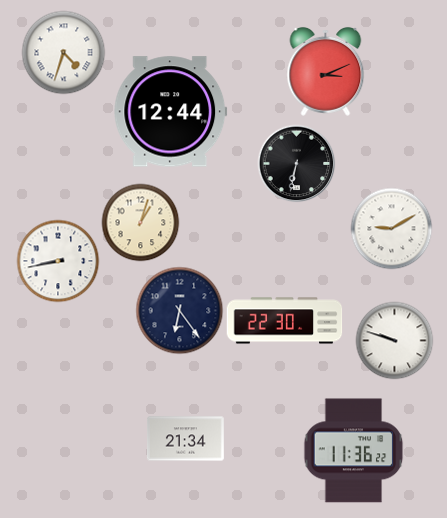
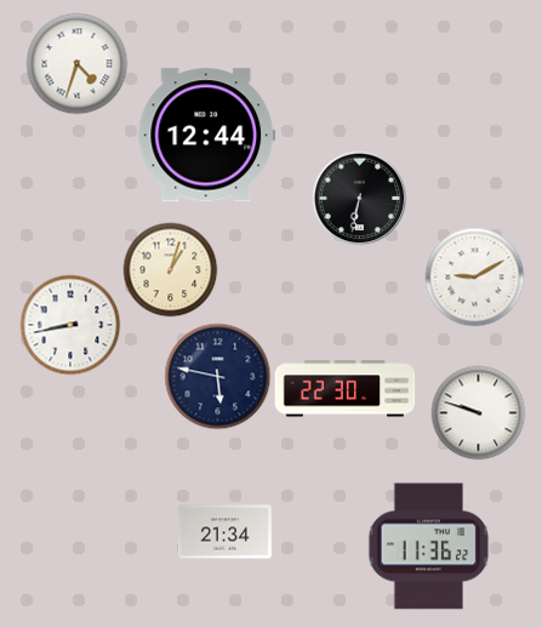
clock at (326, 71): 3:11 -> none
clock at (58, 261) position: (58, 261) -> (70, 325)
clock at (179, 310): 6:24 -> 5:47
